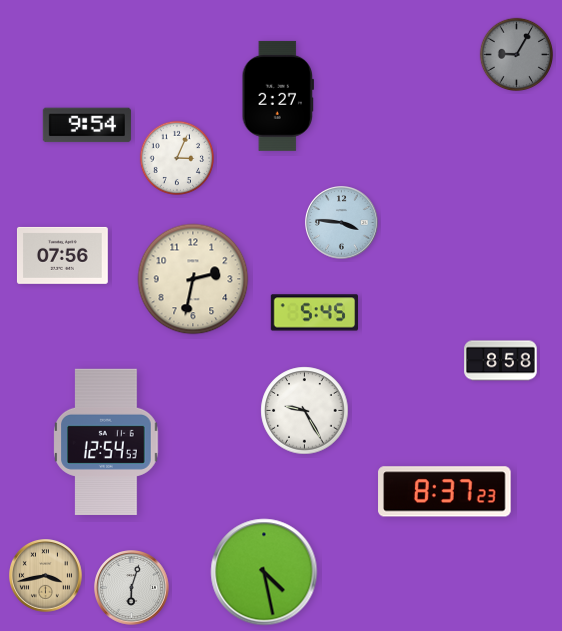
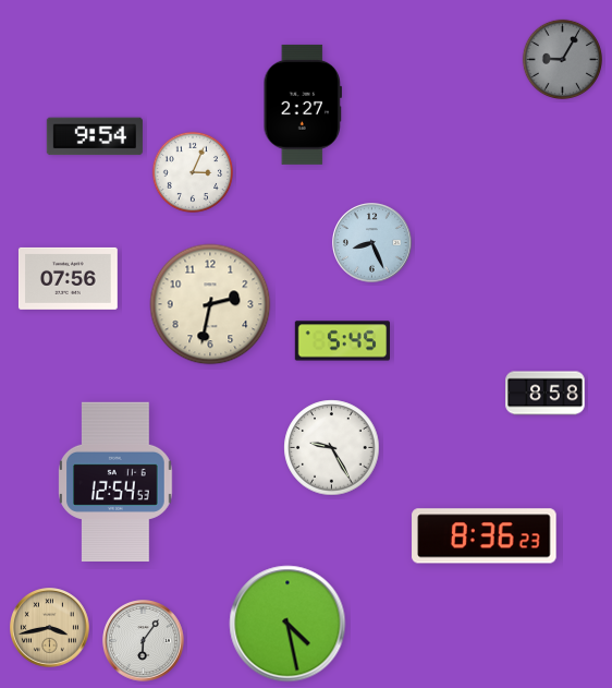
clock at (342, 223): 3:46 -> 8:26
clock at (445, 492): 8:37 -> 8:36
clock at (132, 588): 6:03 -> 6:06
